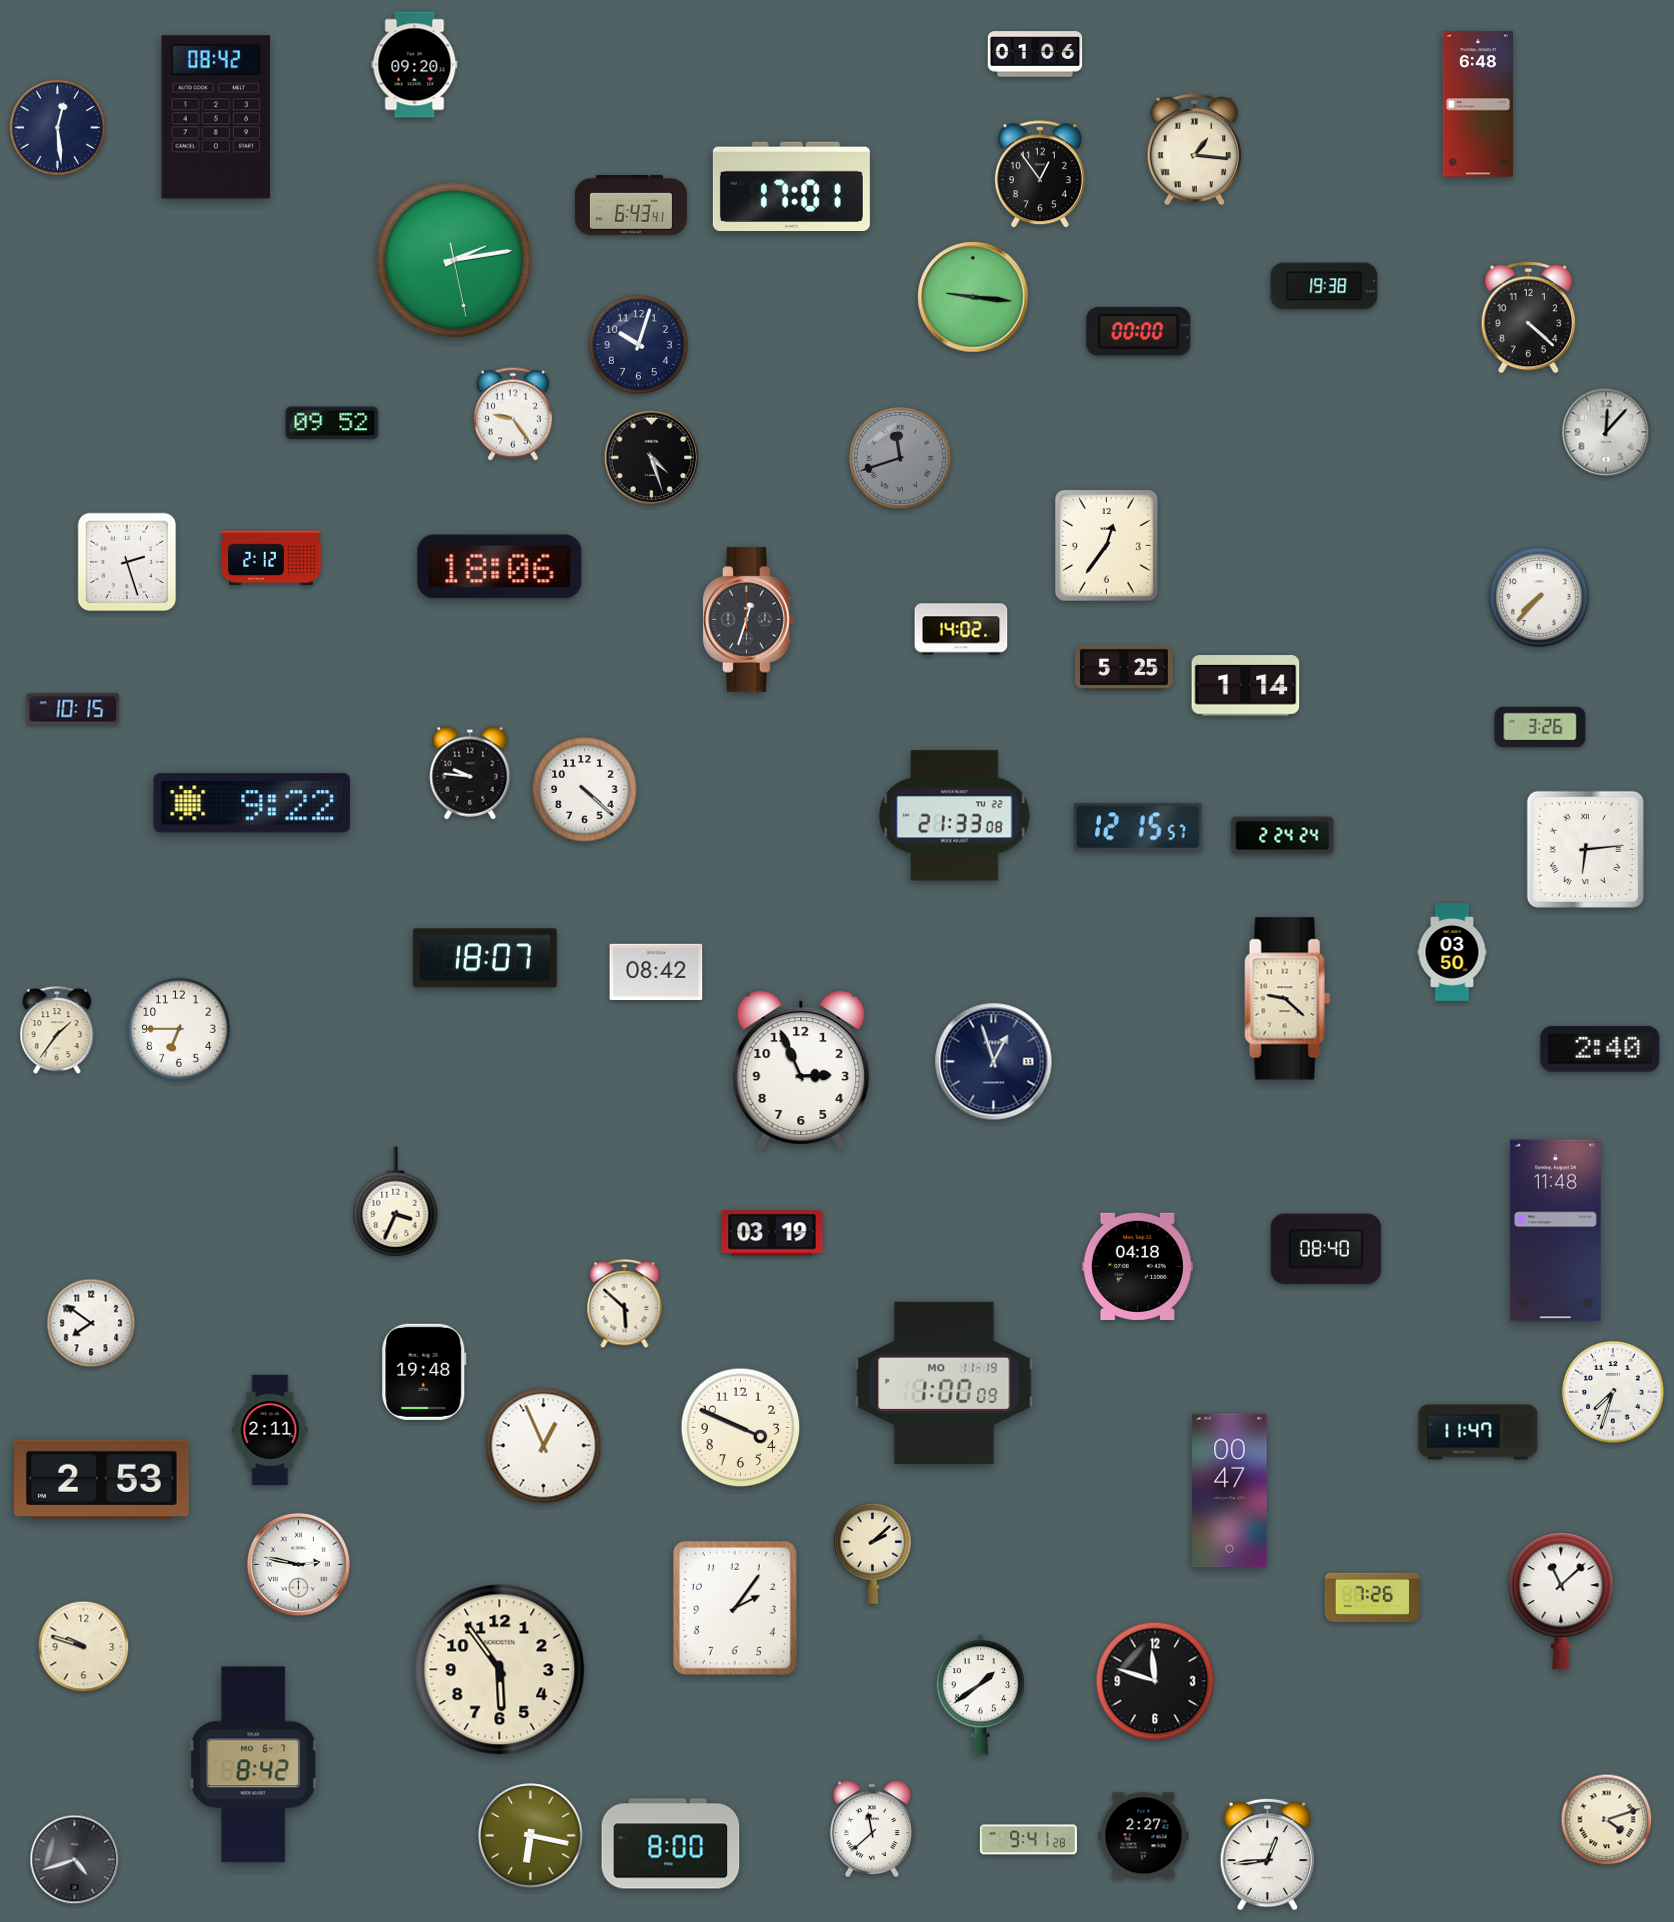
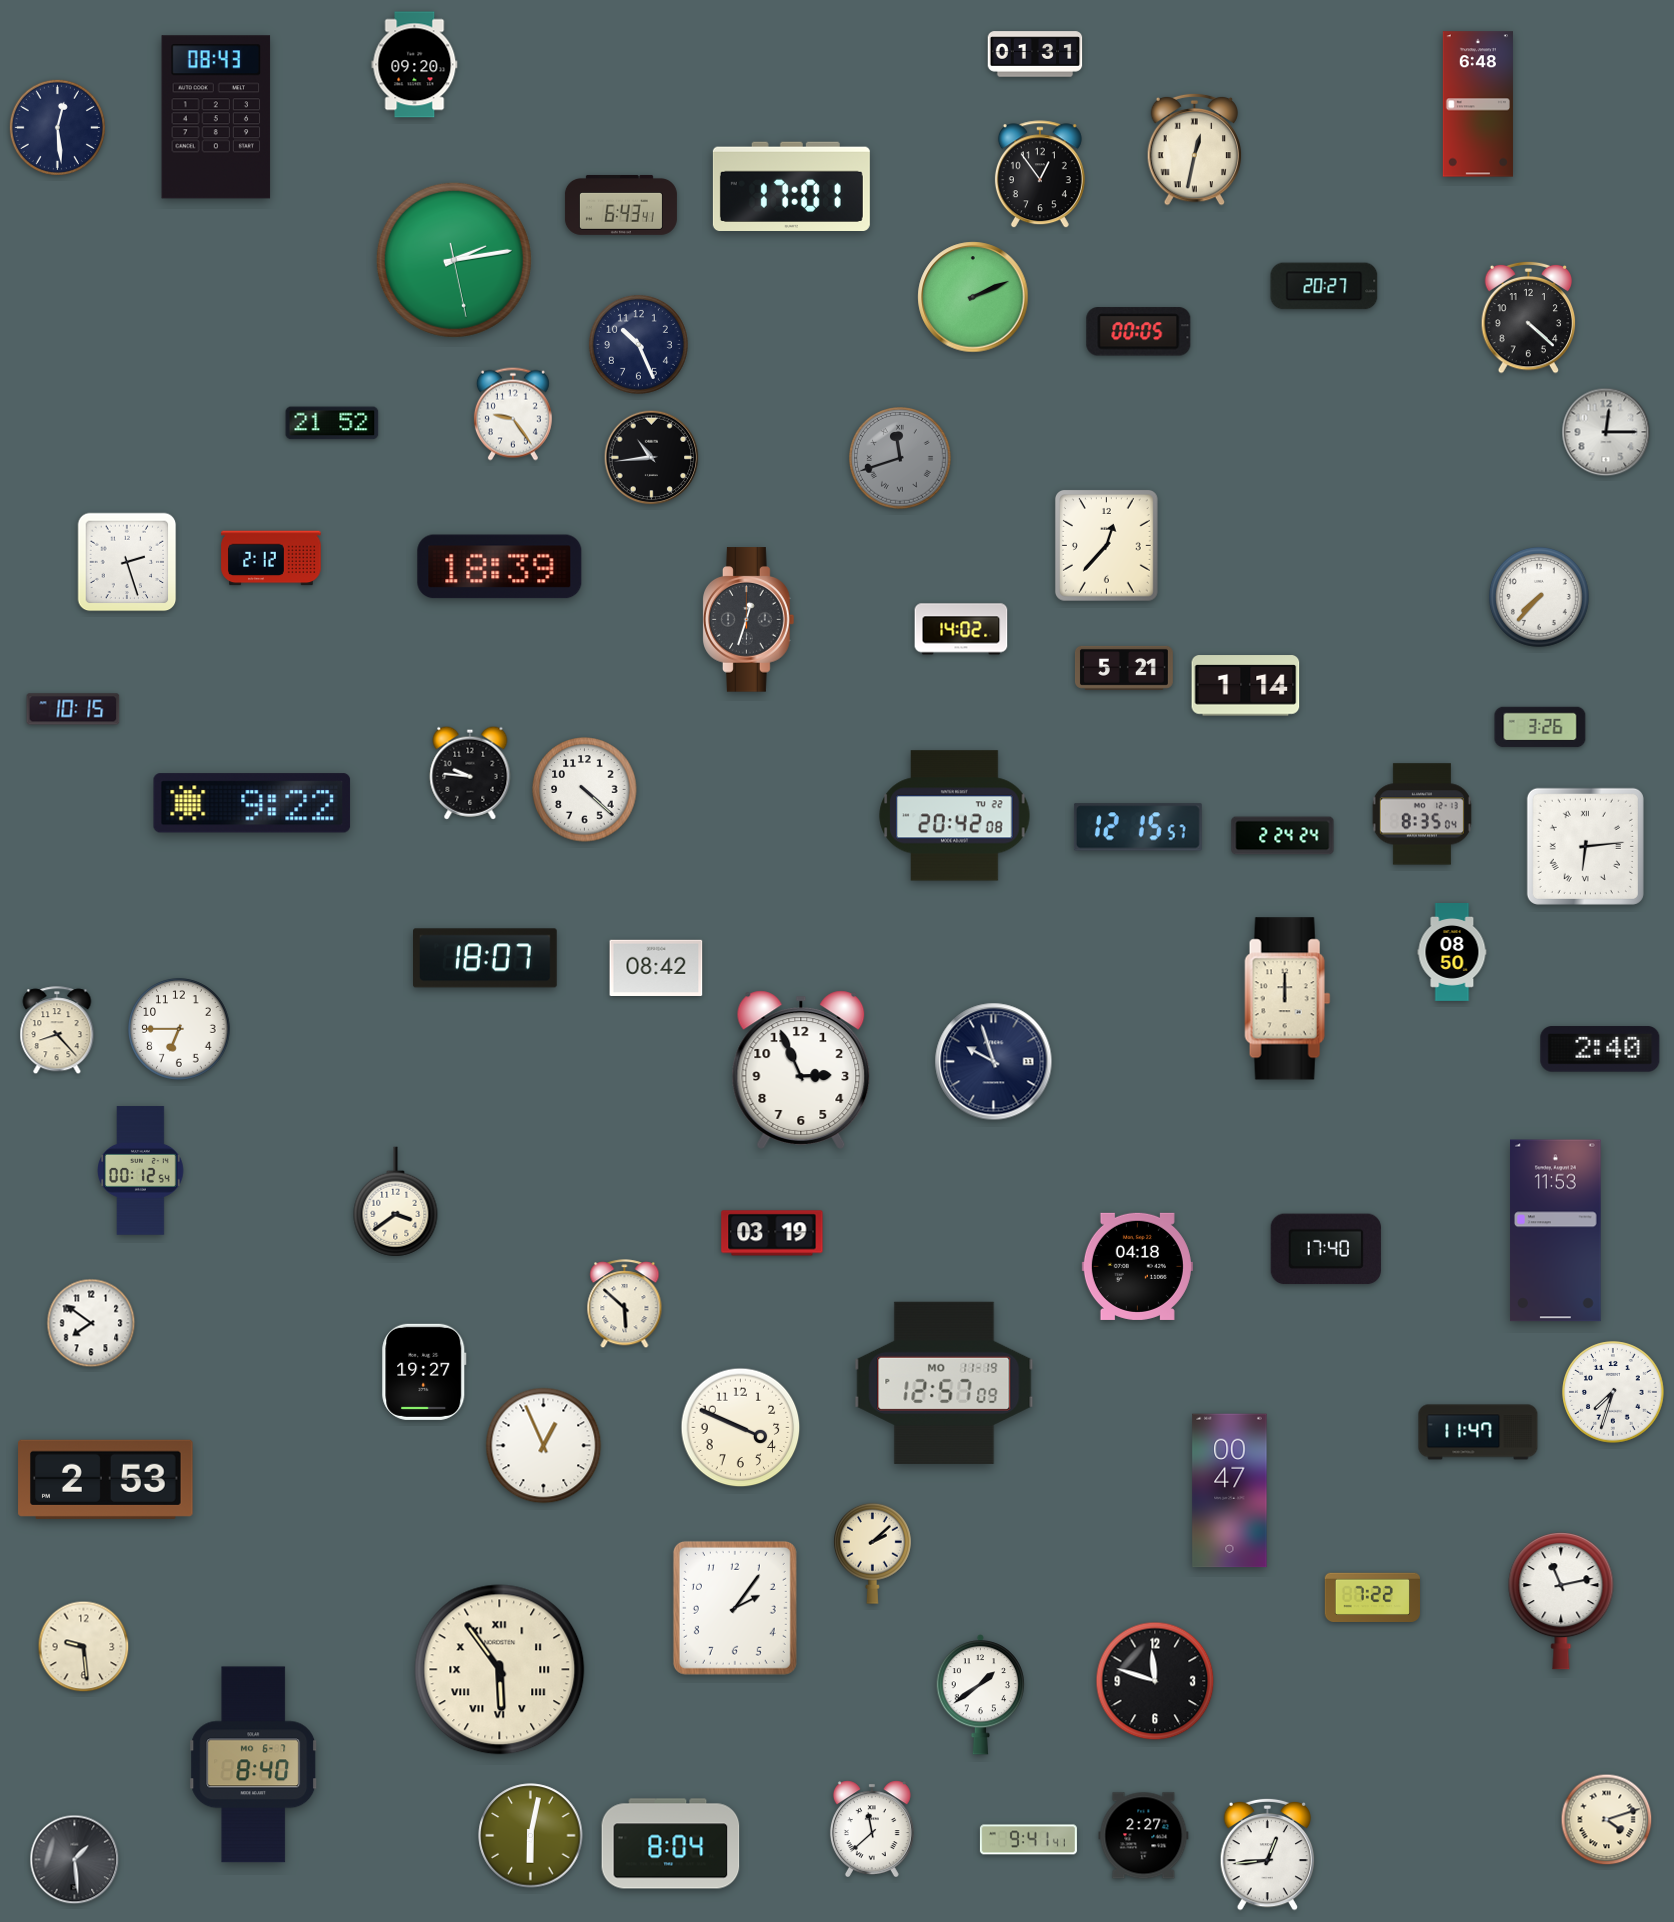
clock at (1035, 54): 01:06 -> 01:31
clock at (216, 117): 08:42 -> 08:43
clock at (1195, 149): 1:16 -> 12:32
clock at (631, 205) position: (631, 205) -> (621, 205)
clock at (1324, 286): 19:38 -> 20:27
clock at (973, 297): 9:16 -> 2:11
clock at (1139, 332): 00:00 -> 00:05
clock at (638, 344): 10:03 -> 10:26
clock at (332, 423): 09:52 -> 21:52
clock at (1606, 432): 12:07 -> 12:15
clock at (652, 458): 4:27 -> 10:44
clock at (1106, 545): 12:36 -> 12:37
clock at (500, 567): 18:06 -> 18:39
clock at (1124, 668): 5:25 -> 5:21
clock at (1422, 814): none -> 8:35
clock at (955, 816): 21:33 -> 20:42
clock at (1585, 849) position: (1585, 849) -> (1585, 846)
clock at (1452, 953): 03:50 -> 08:50
clock at (656, 972) position: (656, 972) -> (656, 968)
clock at (1288, 999): 9:22 -> 12:00
clock at (57, 1031): 1:36 -> 8:23
clock at (994, 1062): 12:57 -> 9:57
clock at (141, 1171): none -> 00:12
clock at (396, 1202): 3:34 -> 3:39
clock at (1556, 1231): 11:48 -> 11:53
clock at (1326, 1249): 08:40 -> 17:40
clock at (424, 1372): 19:48 -> 19:27
clock at (944, 1383): 1:00 -> 12:57
clock at (270, 1429): 2:11 -> none
clock at (102, 1479) position: (102, 1479) -> (106, 1479)
clock at (298, 1564): 2:47 -> none
clock at (1372, 1598): 7:26 -> 7:22
clock at (1561, 1601): 11:08 -> 11:13
clock at (84, 1647): 9:48 -> 9:29
clock at (500, 1670) numerals: Arabic -> Roman
clock at (254, 1765): 8:42 -> 8:40
clock at (531, 1836): 6:17 -> 6:02
clock at (1028, 1840): 9:41:28 -> 9:41:41
clock at (671, 1844): 8:00 -> 8:04
clock at (75, 1860): 4:42 -> 1:29
